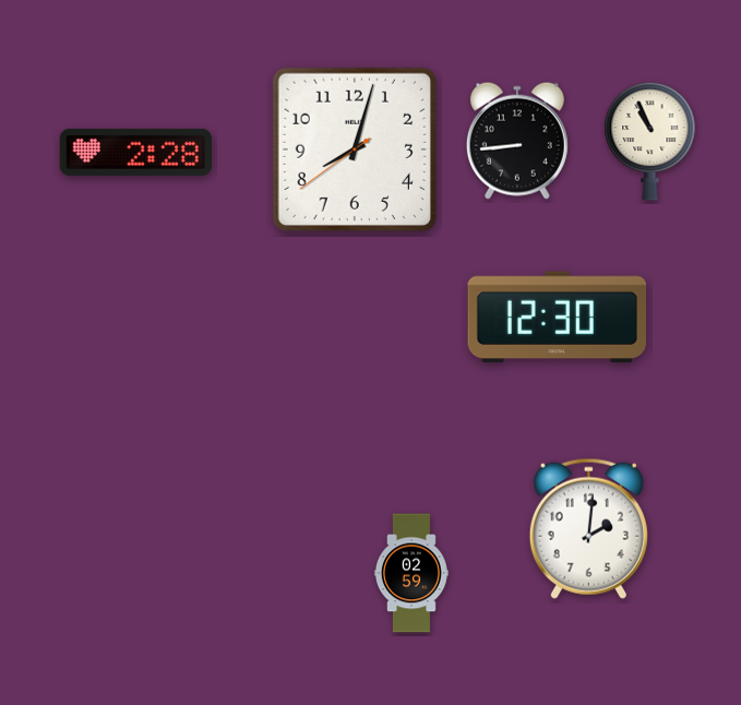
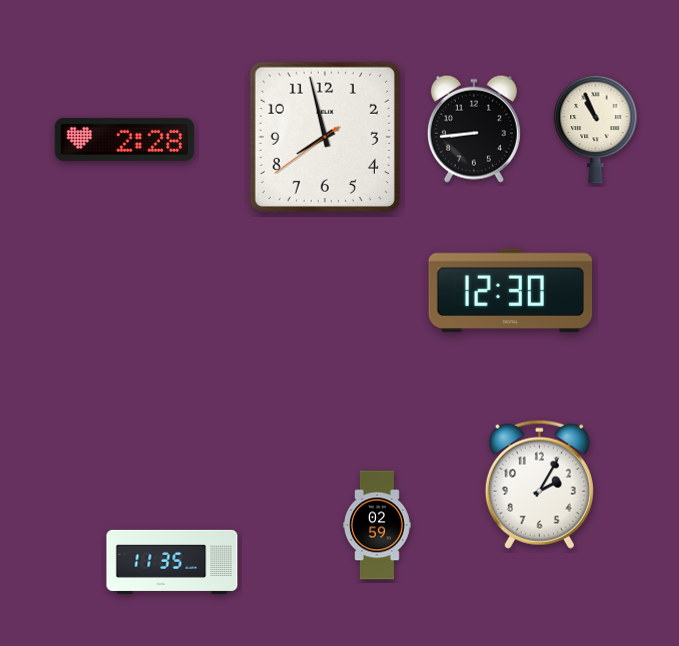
clock at (355, 150): 8:02 -> 7:57
clock at (588, 528): 2:01 -> 2:05
clock at (172, 562): none -> 11:35
